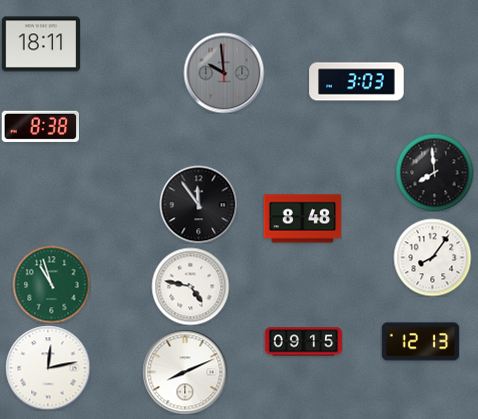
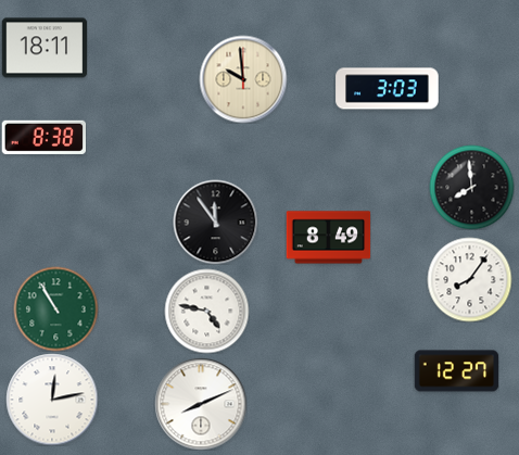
clock at (224, 73) dial: grey -> cream
clock at (302, 219): 8:48 -> 8:49
clock at (51, 284): 10:57 -> 10:55
clock at (303, 342): 09:15 -> none
clock at (420, 342): 12:13 -> 12:27
